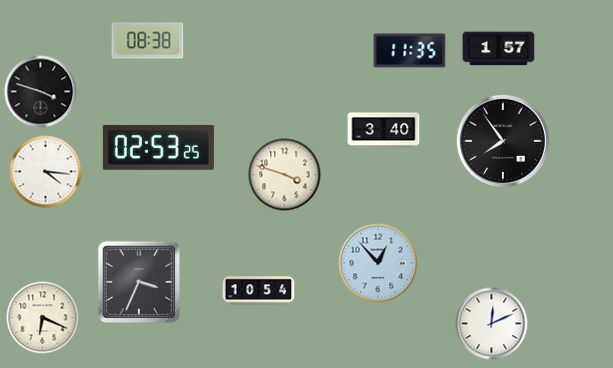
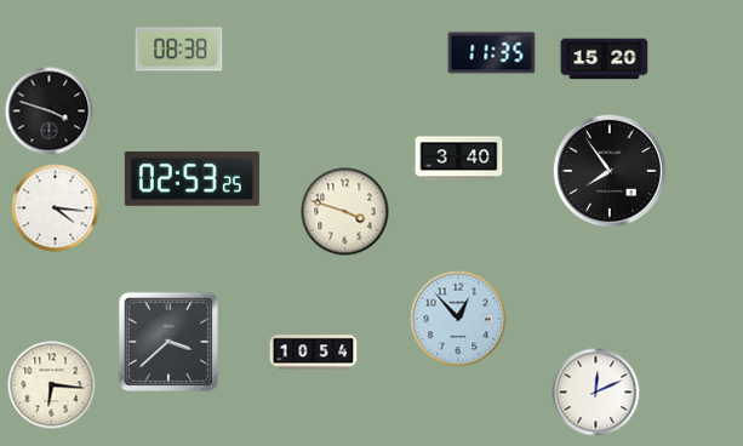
clock at (499, 49): 1:57 -> 15:20
clock at (410, 51) position: (410, 51) -> (492, 53)
clock at (384, 131) position: (384, 131) -> (459, 159)
clock at (139, 282): 3:34 -> 3:38
clock at (43, 318): 6:19 -> 6:16
